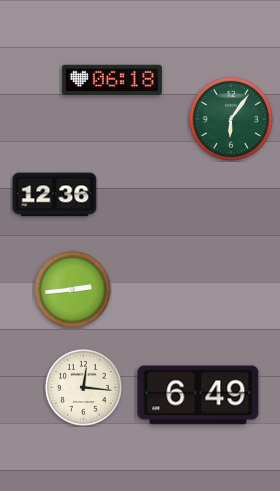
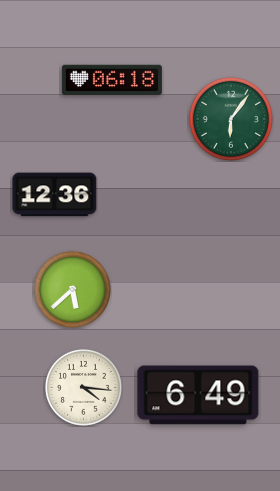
clock at (72, 289): 2:44 -> 5:38
clock at (83, 387): 12:16 -> 4:16
